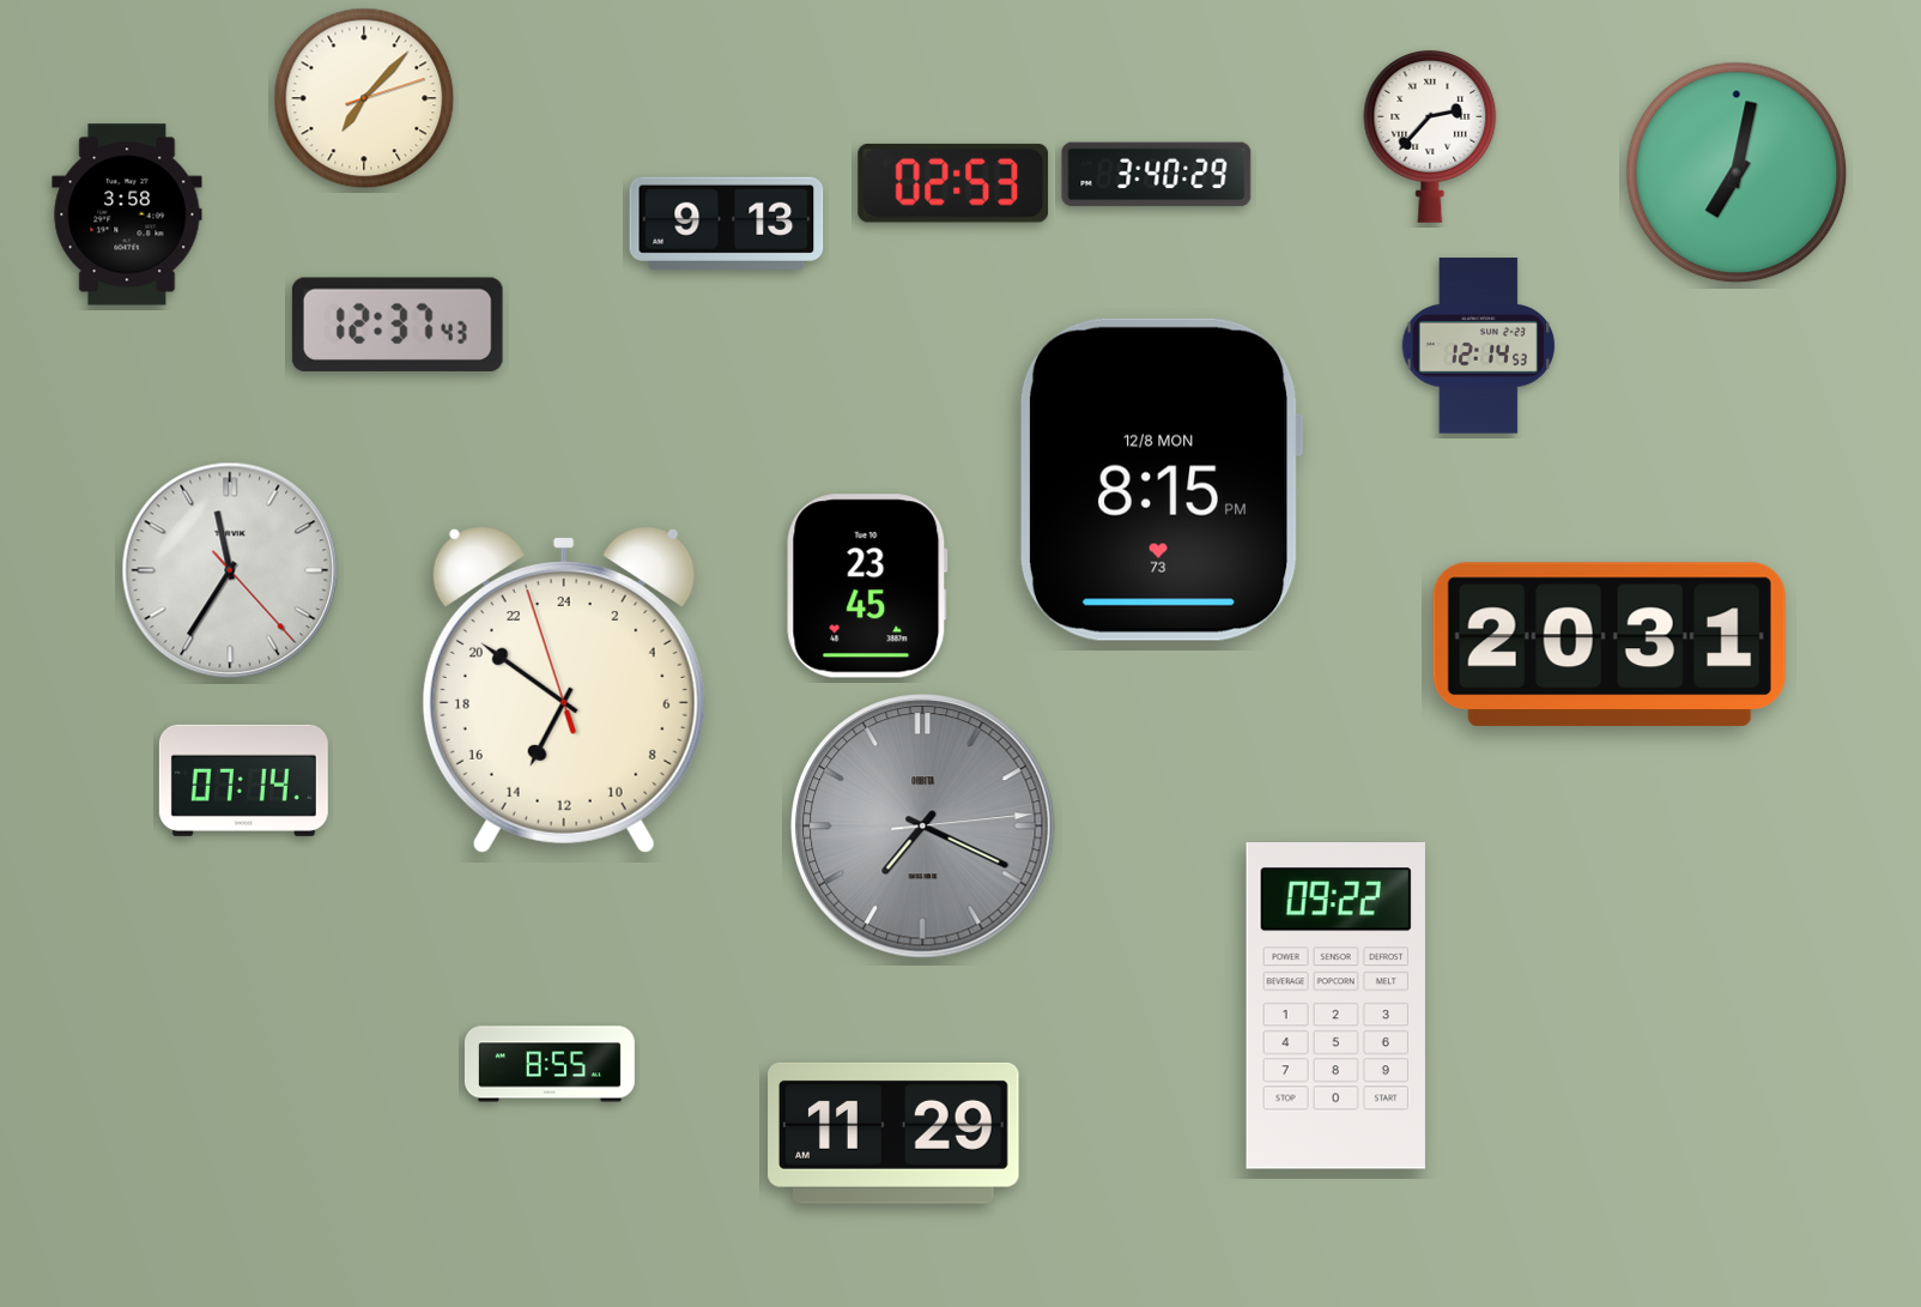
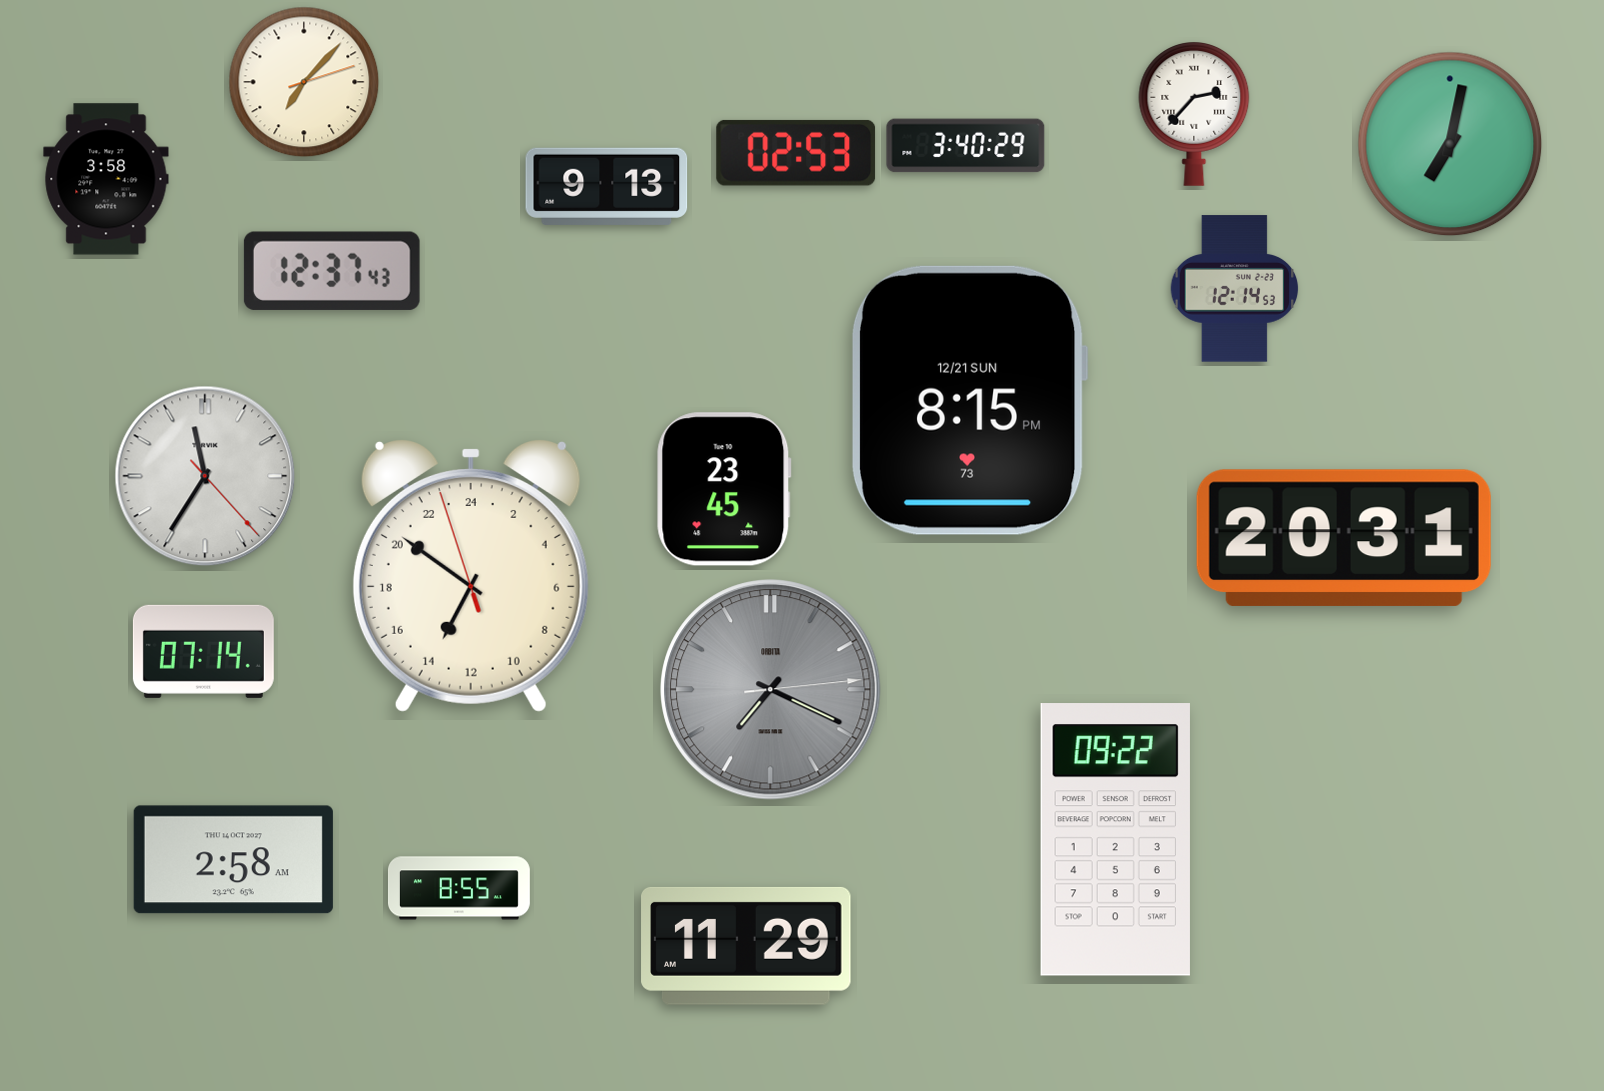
clock at (1161, 479) date: 12/8 MON -> 12/21 SUN
clock at (230, 570) position: (230, 570) -> (205, 476)
clock at (233, 860): none -> 2:58
